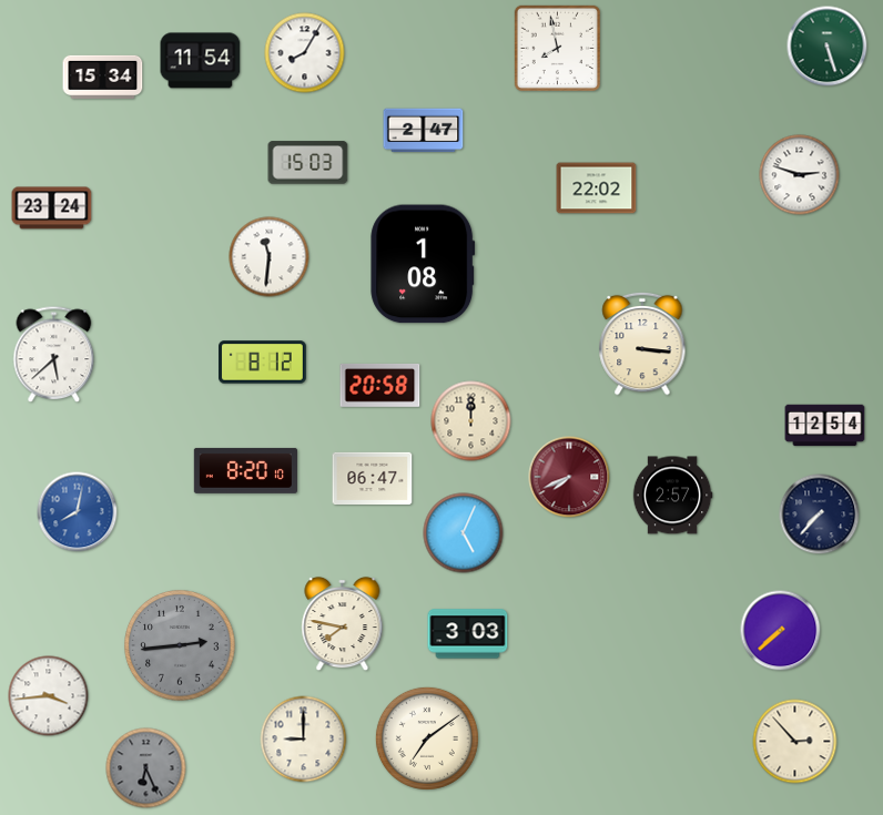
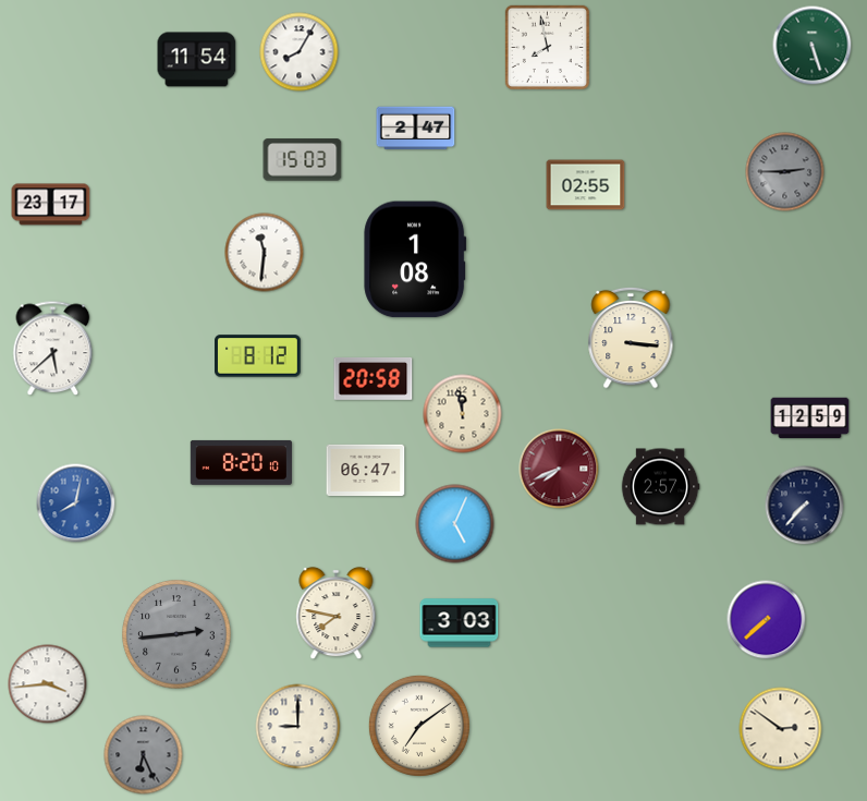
clock at (103, 77): 15:34 -> none
clock at (800, 175): 2:48 -> 2:45
clock at (800, 175) dial: white -> grey
clock at (597, 189): 22:02 -> 02:55
clock at (52, 208): 23:24 -> 23:17
clock at (471, 421): 12:00 -> 11:58
clock at (825, 426): 12:54 -> 12:59
clock at (795, 742): 2:53 -> 2:51
